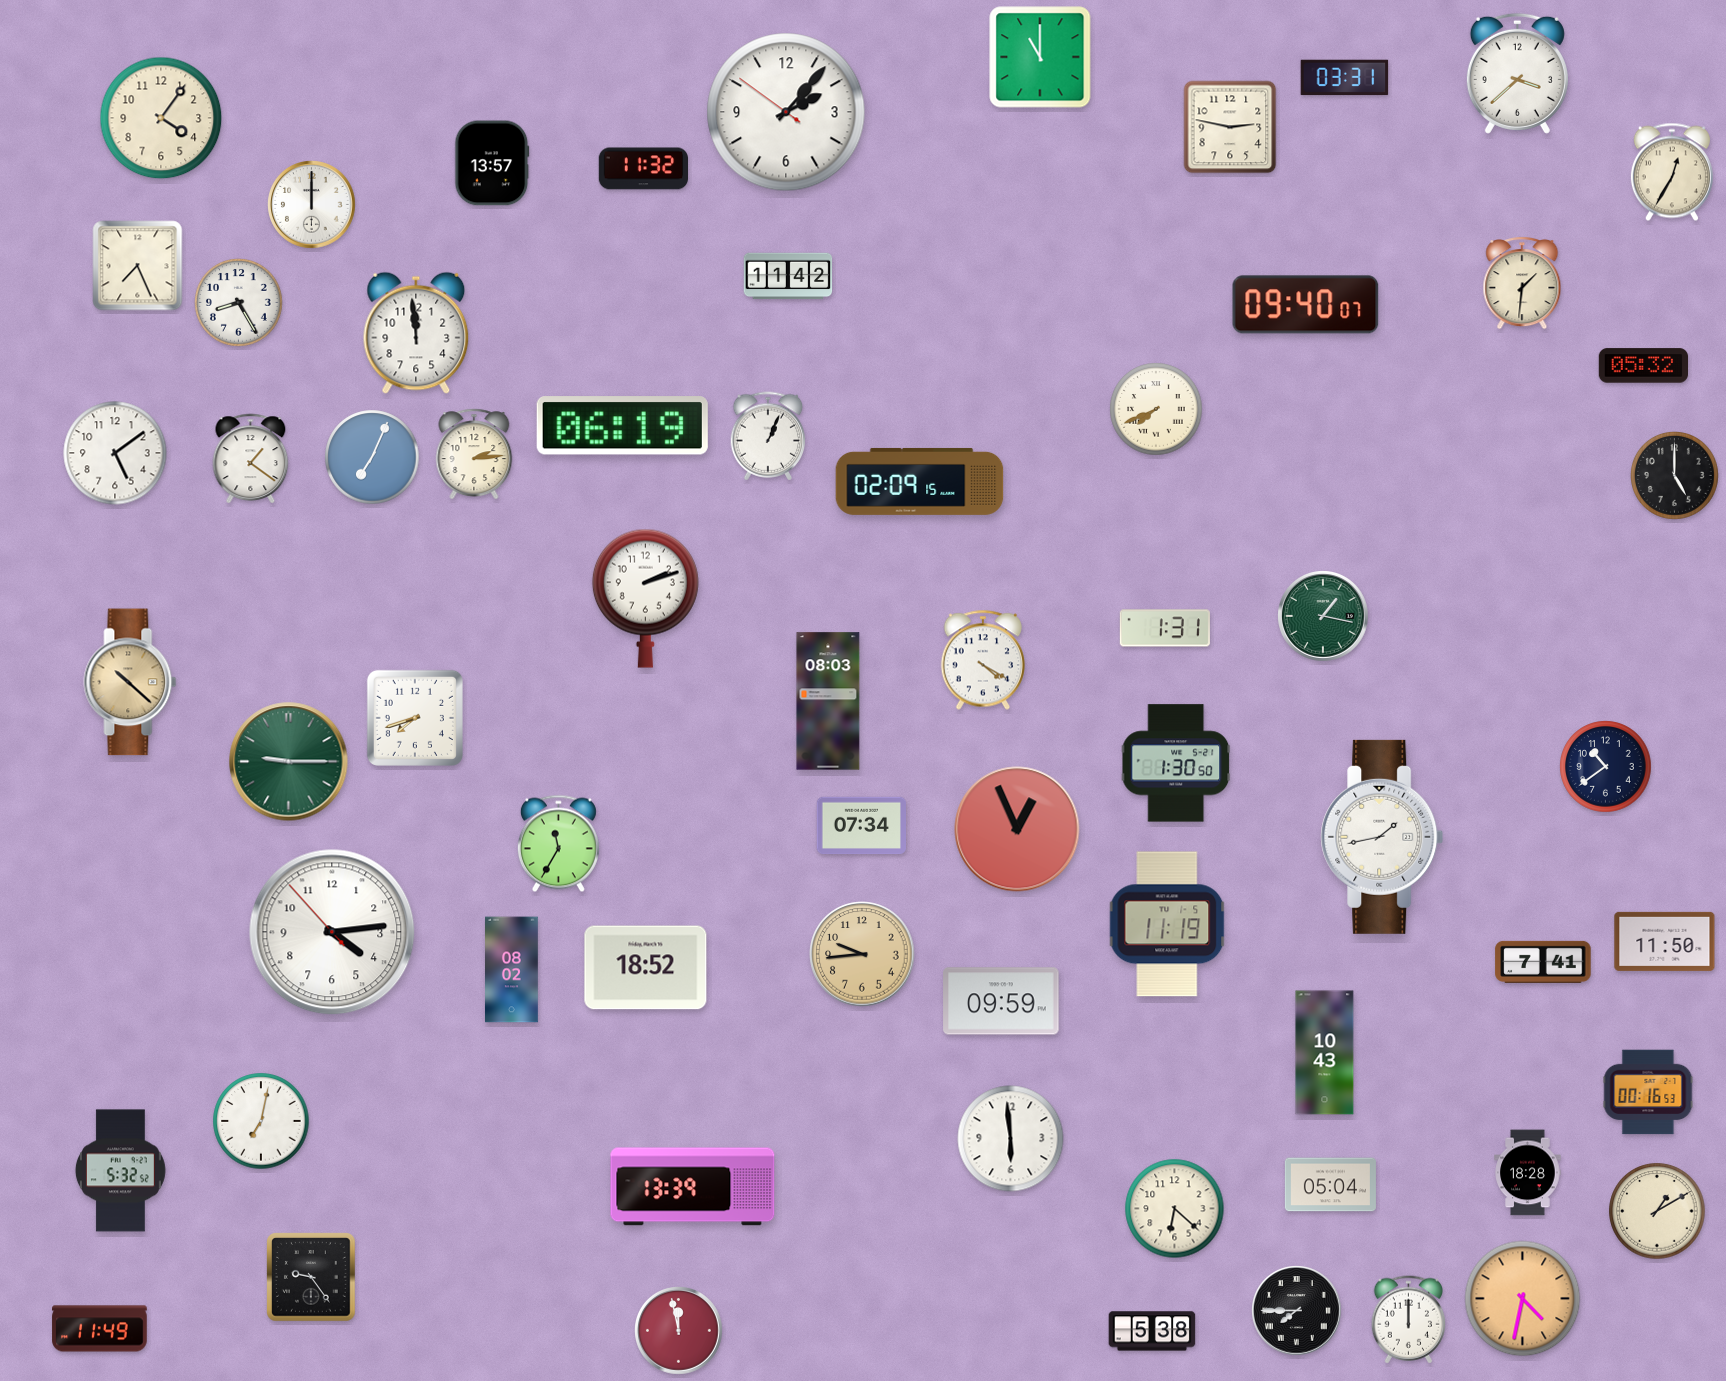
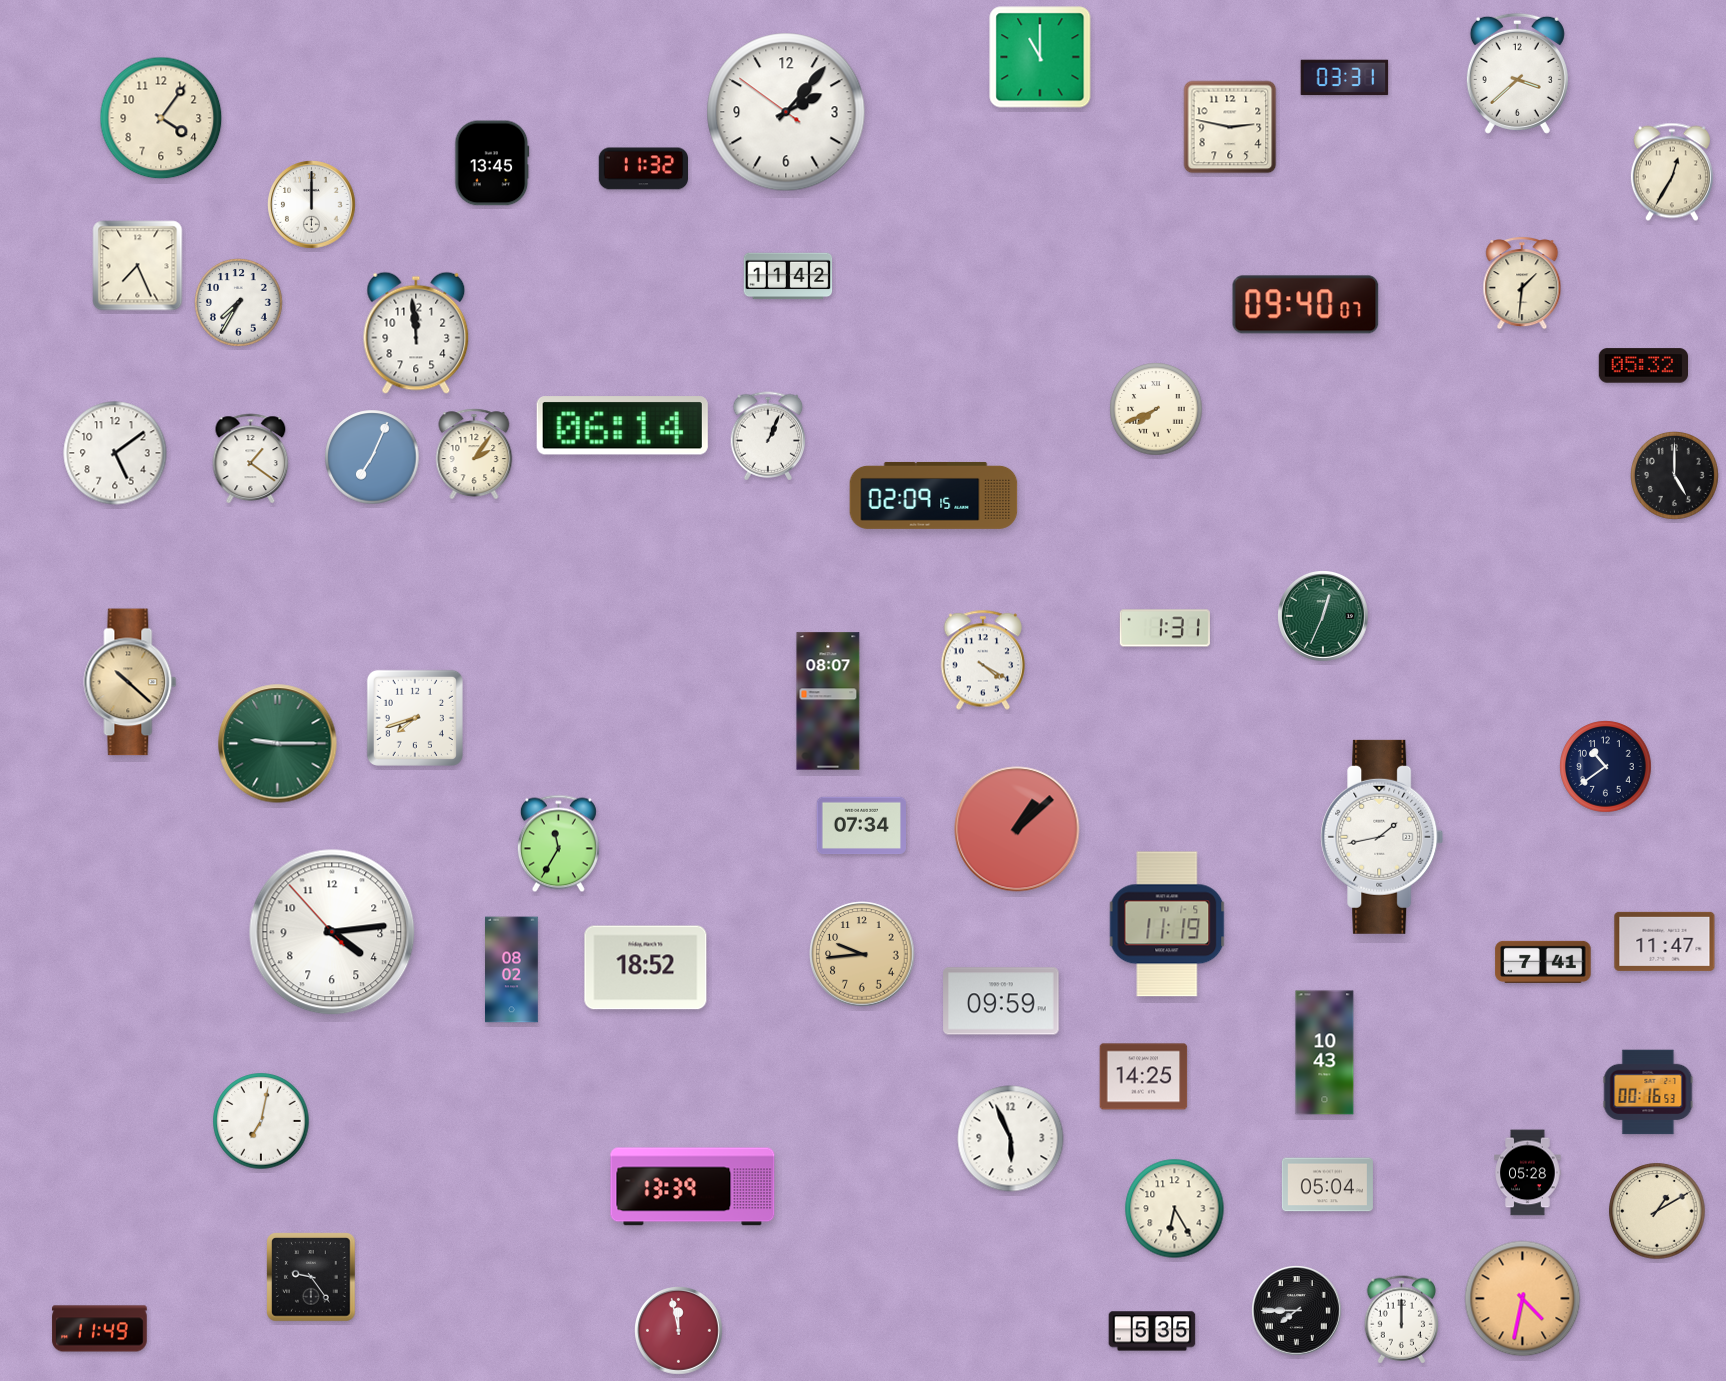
clock at (492, 163): 13:57 -> 13:45
clock at (239, 303): 8:25 -> 7:35
clock at (622, 426): 06:19 -> 06:14
clock at (474, 454): 2:14 -> 2:06
clock at (920, 481) position: (920, 481) -> (934, 495)
clock at (645, 598): 2:12 -> none
clock at (1323, 616): 1:17 -> 12:34
clock at (828, 701): 08:03 -> 08:07
clock at (289, 762) position: (289, 762) -> (278, 744)
clock at (1176, 763): 1:30 -> none
clock at (1017, 829): 12:56 -> 1:08
clock at (1665, 941): 11:50 -> 11:47
clock at (1144, 1077): none -> 14:25
clock at (1011, 1139): 5:59 -> 5:56
clock at (120, 1171): 5:32 -> none
clock at (1528, 1173): 18:28 -> 05:28
clock at (1330, 1185) position: (1330, 1185) -> (1327, 1185)
clock at (1175, 1209): 6:22 -> 6:25
clock at (1408, 1320) position: (1408, 1320) -> (1401, 1320)
clock at (1152, 1331): 5:38 -> 5:35
